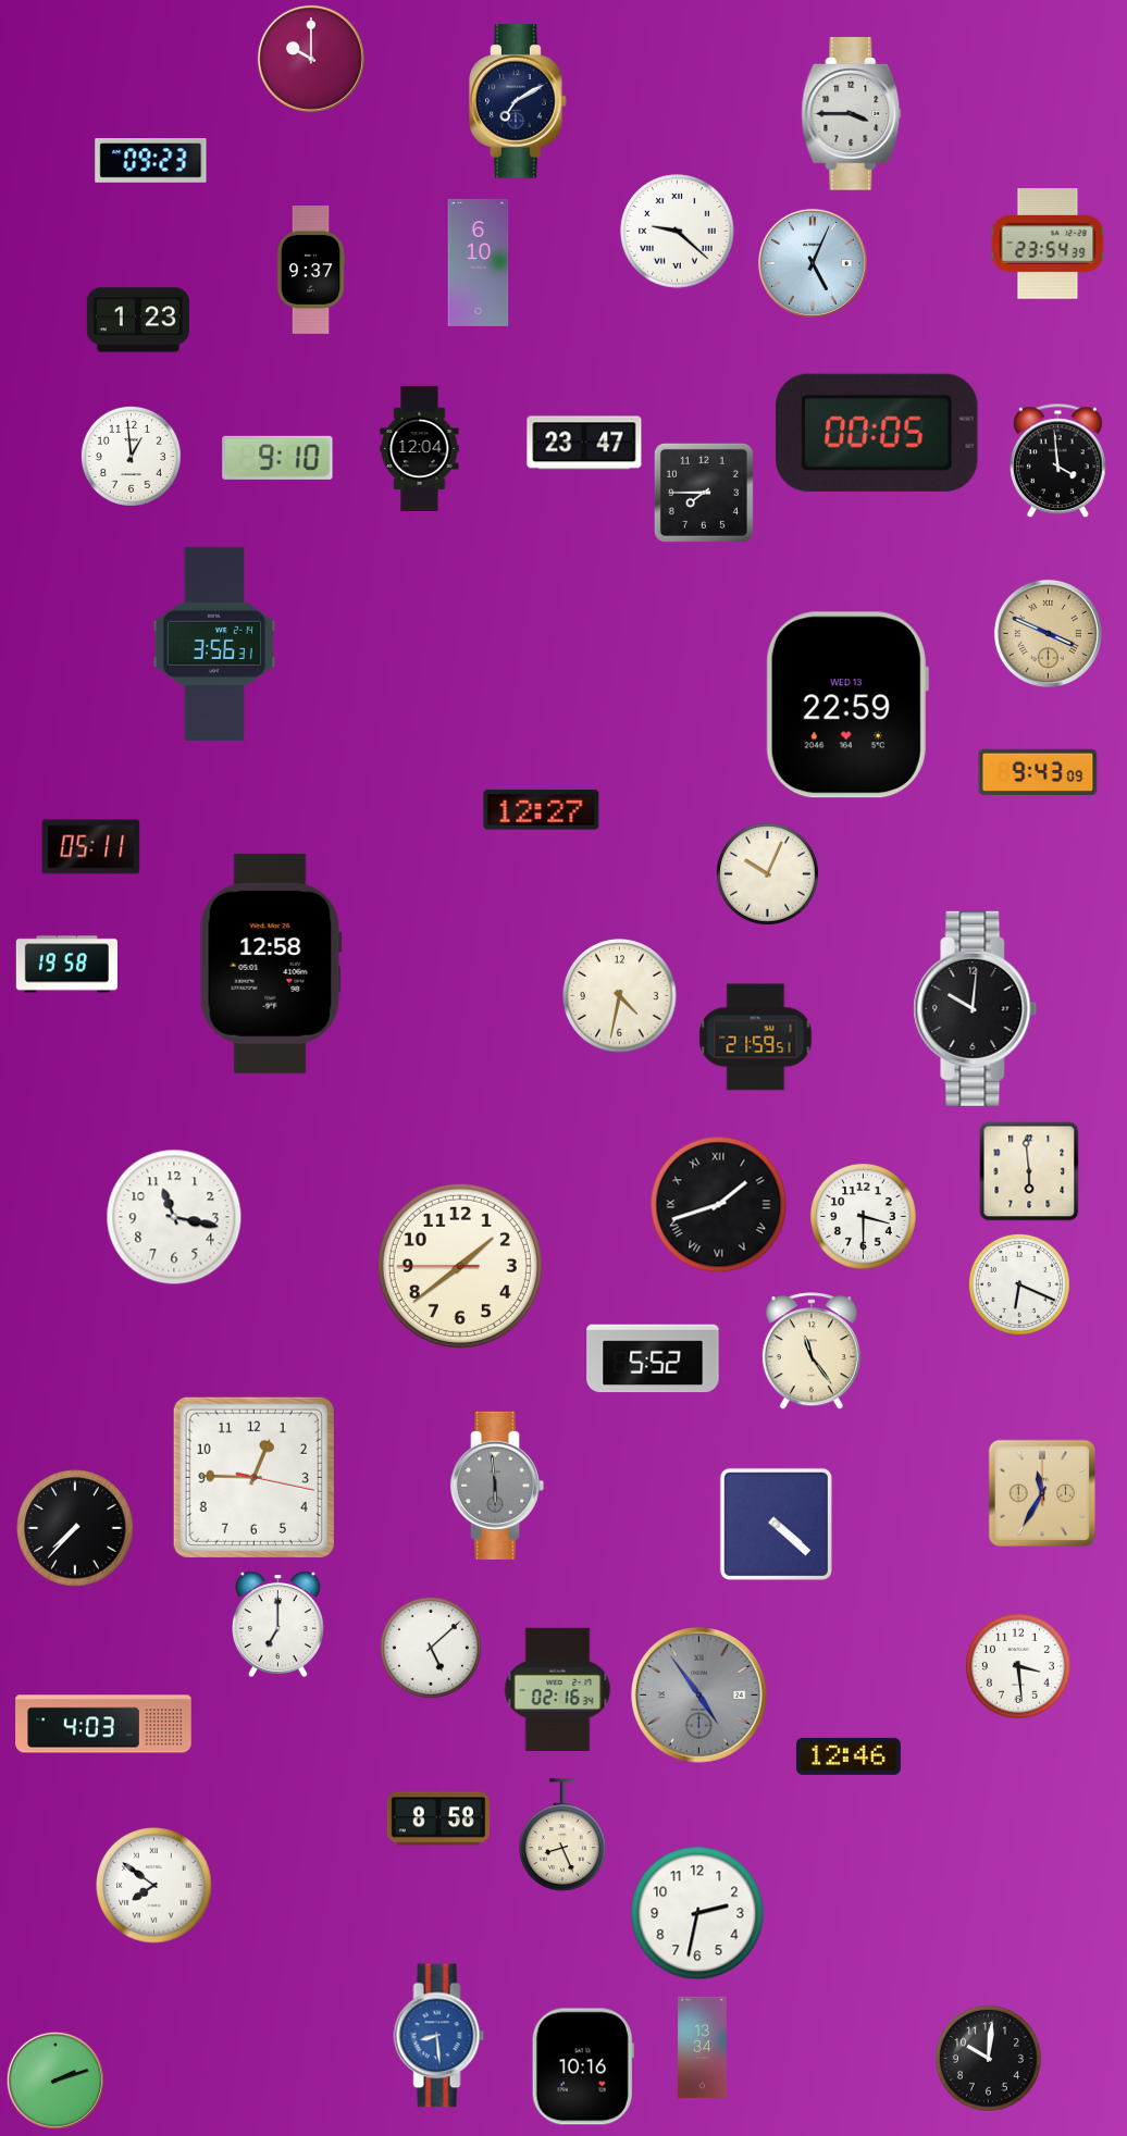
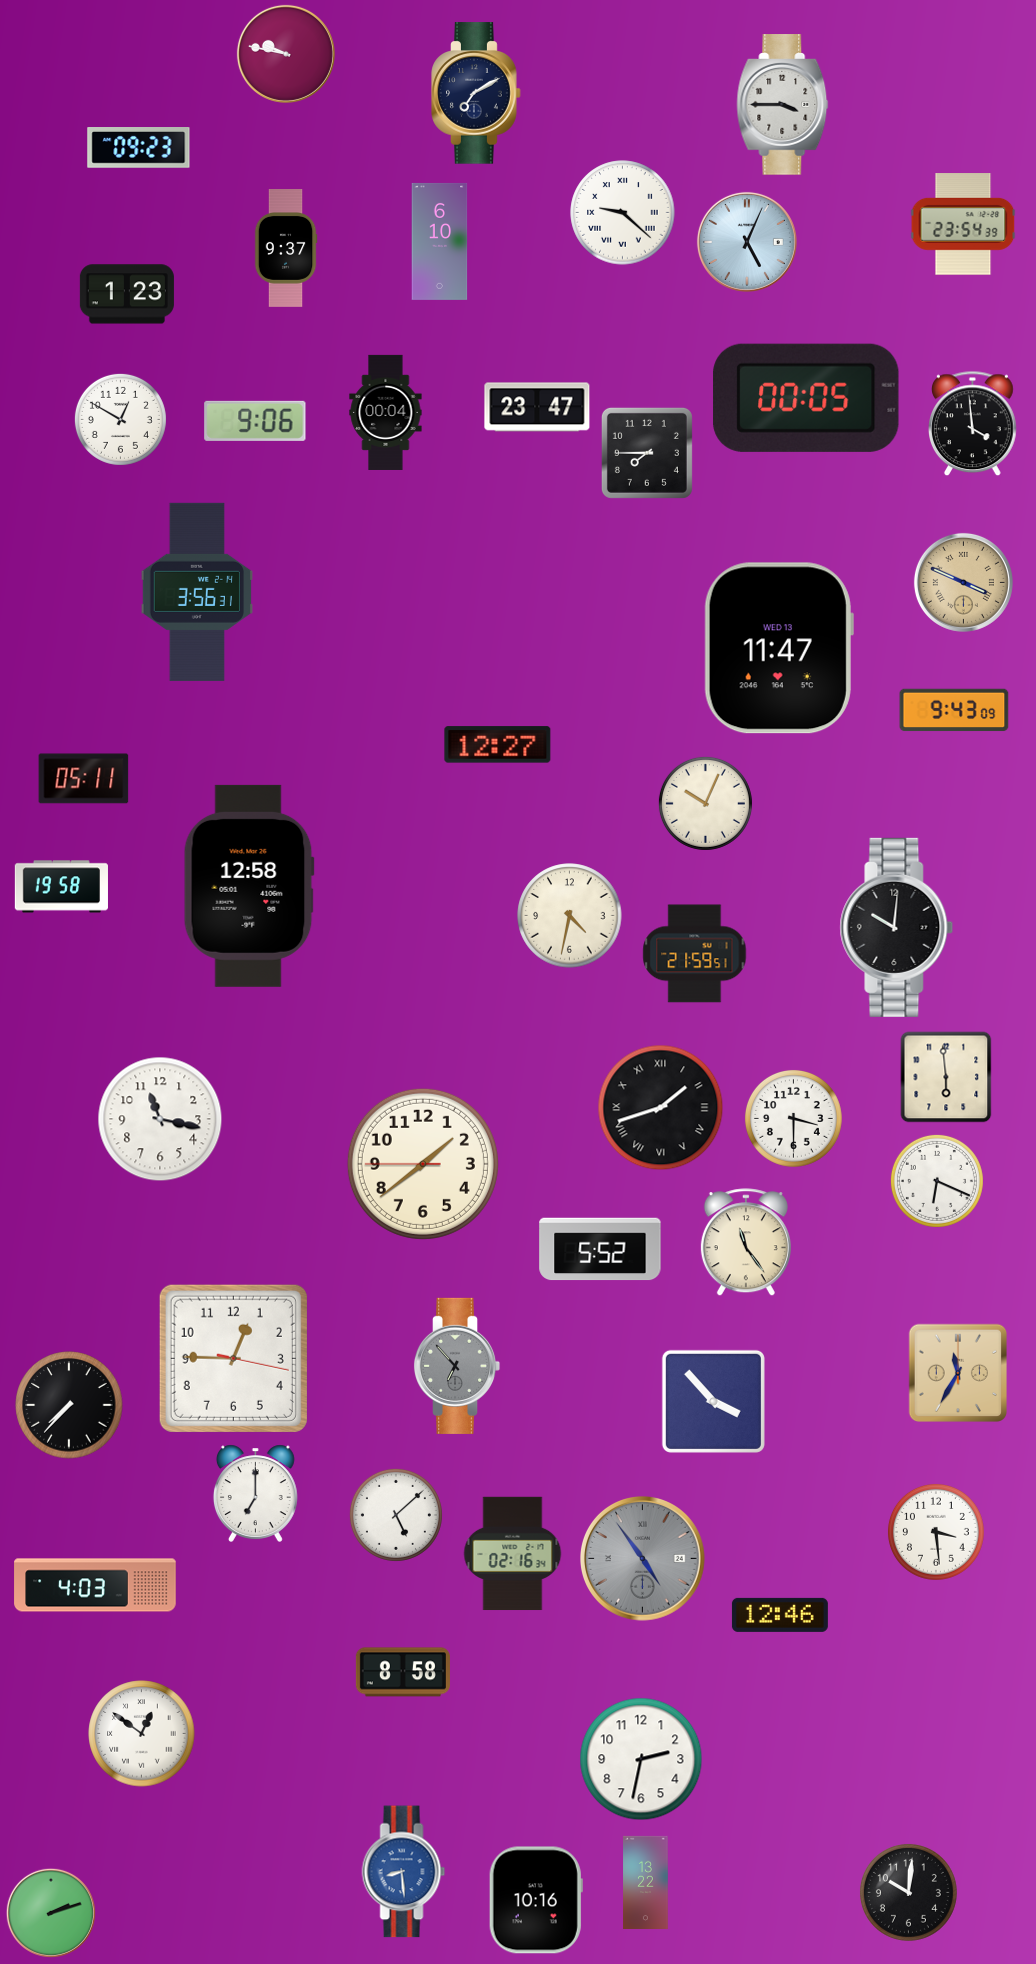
clock at (311, 59): 10:00 -> 9:47
clock at (420, 448): 12:04 -> 00:04
clock at (131, 456): 12:59 -> 12:50
clock at (277, 458): 9:10 -> 9:06
clock at (847, 705): 22:59 -> 11:47
clock at (497, 1486): 5:59 -> 6:53
clock at (776, 1524): 4:22 -> 3:53
clock at (562, 1835): 8:26 -> none
clock at (154, 1886): 7:51 -> 12:51
clock at (703, 2047): 13:34 -> 13:22
